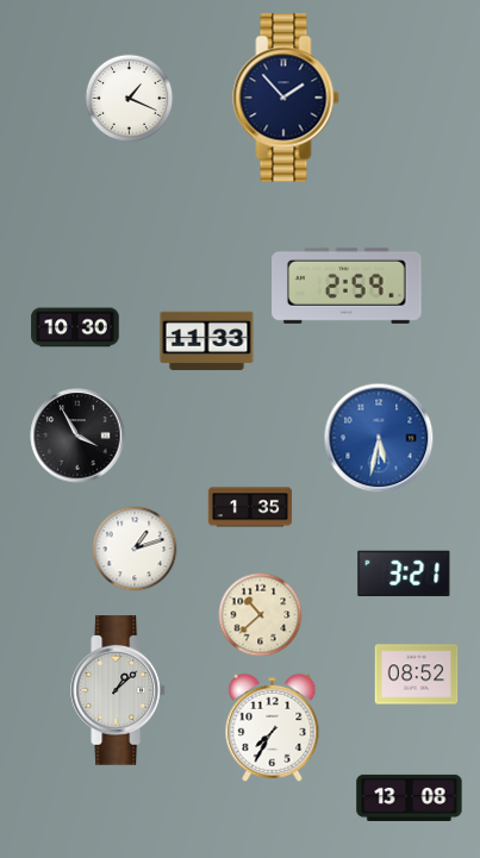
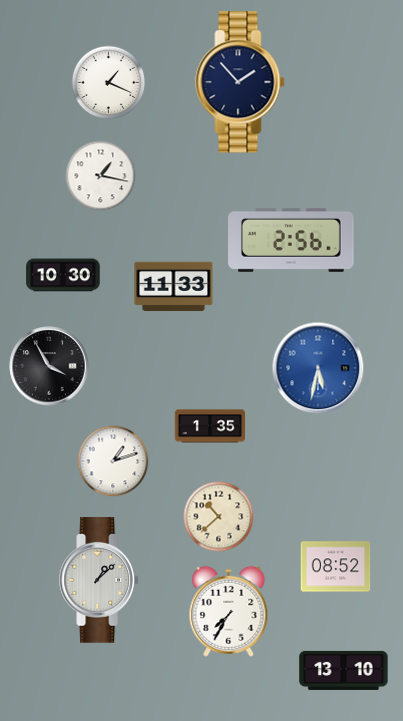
clock at (101, 176): none -> 1:17
clock at (347, 286): 2:59 -> 2:56
clock at (77, 436) position: (77, 436) -> (49, 366)
clock at (404, 574): 3:21 -> none
clock at (417, 675) position: (417, 675) -> (336, 567)
clock at (410, 797): 13:08 -> 13:10
